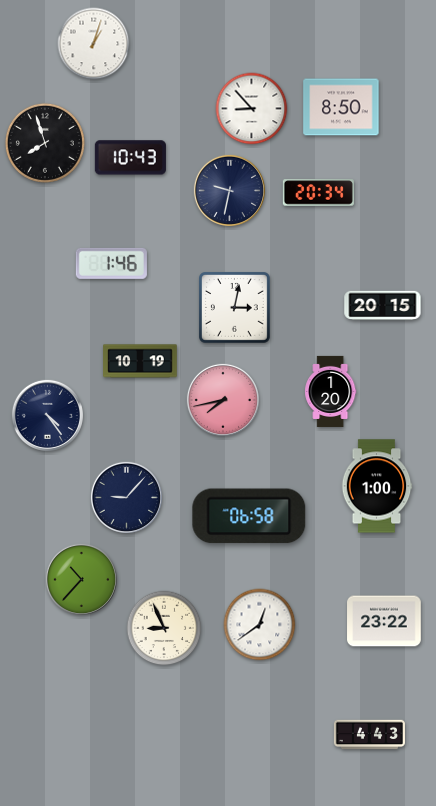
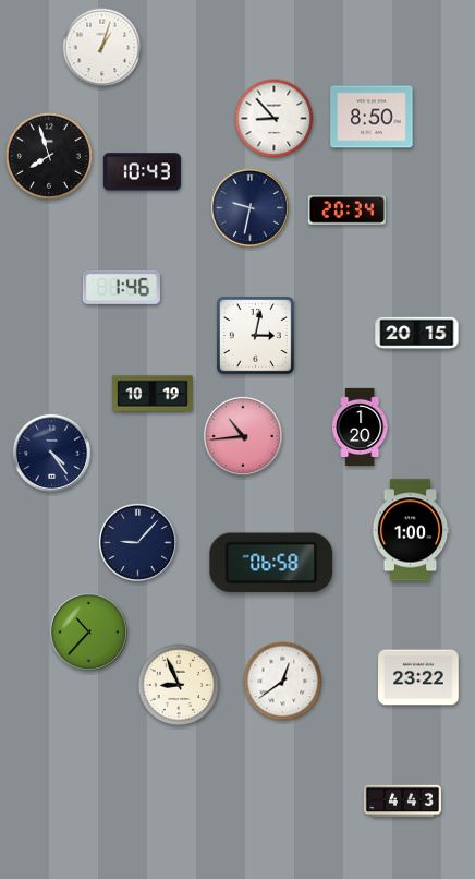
clock at (223, 400): 7:43 -> 10:44
